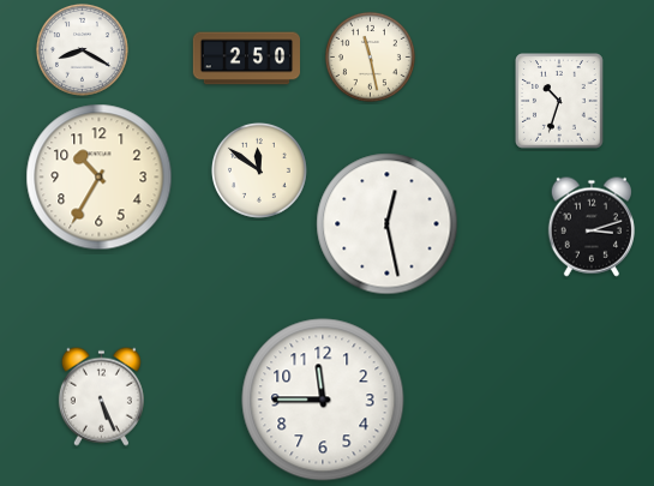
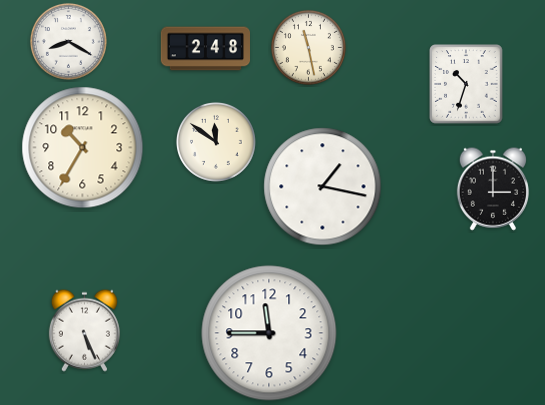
clock at (246, 59): 2:50 -> 2:48
clock at (388, 224): 12:28 -> 1:17
clock at (590, 227): 3:12 -> 3:00
